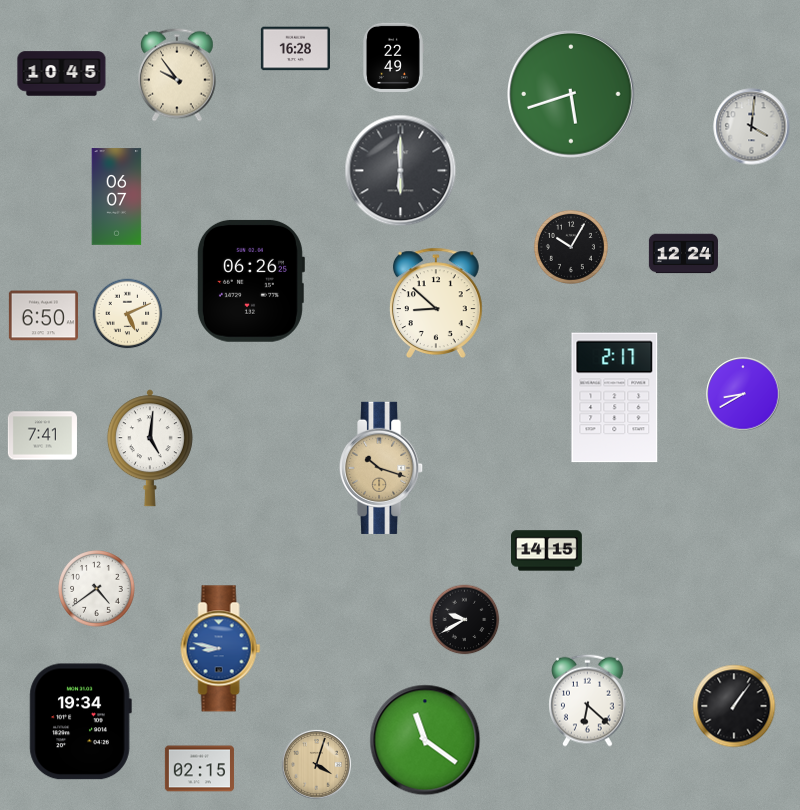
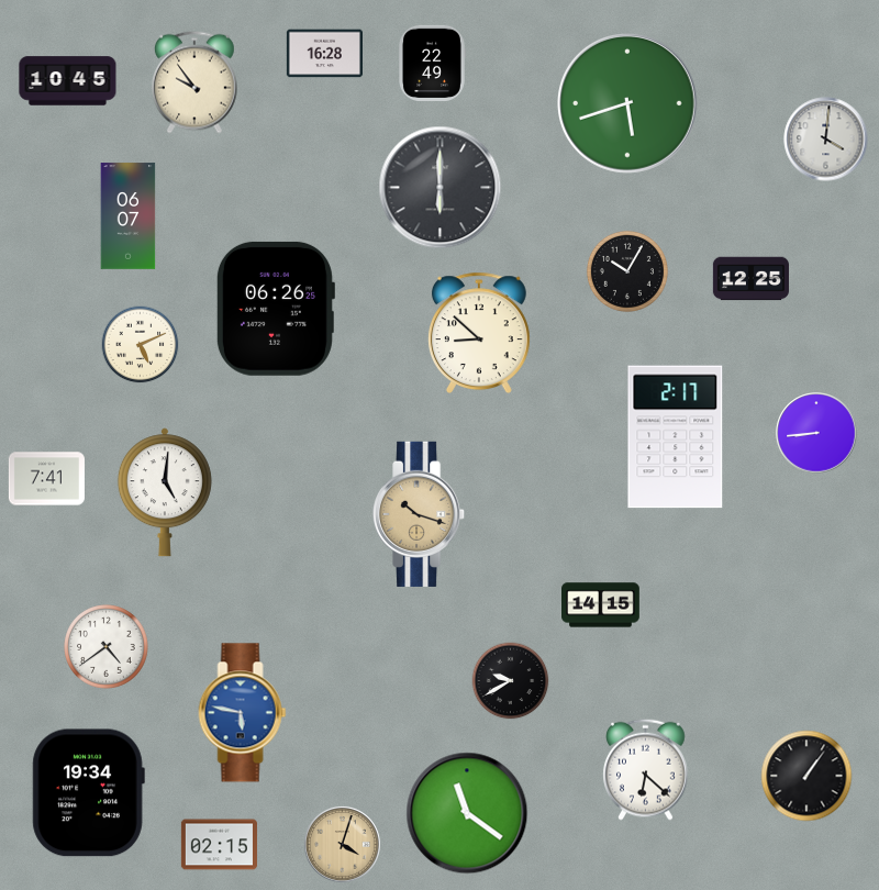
clock at (683, 254): 12:24 -> 12:25
clock at (43, 316): 6:50 -> none
clock at (743, 394): 8:40 -> 8:44
clock at (221, 649): 8:47 -> 5:47
clock at (316, 764) position: (316, 764) -> (342, 844)
